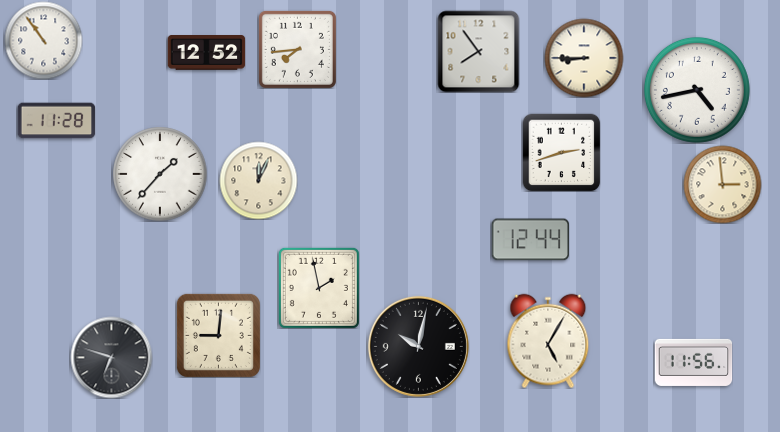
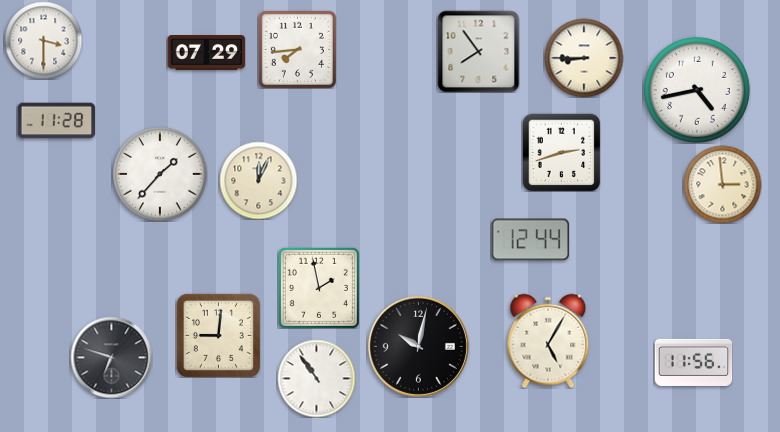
clock at (43, 40): 10:54 -> 3:30
clock at (206, 53): 12:52 -> 07:29
clock at (316, 378): none -> 10:54
